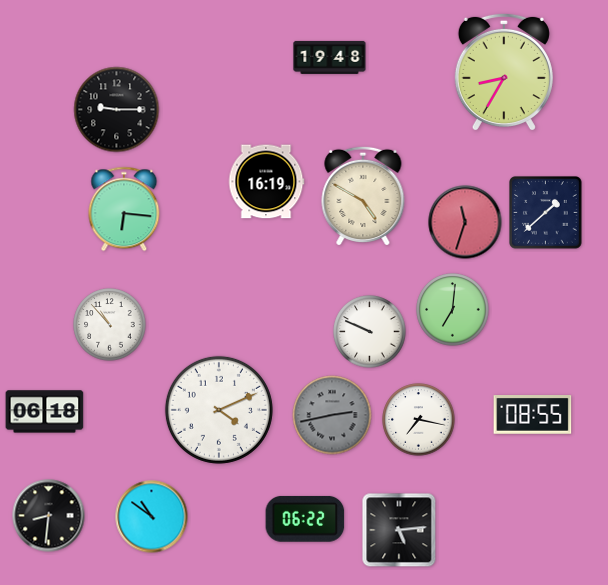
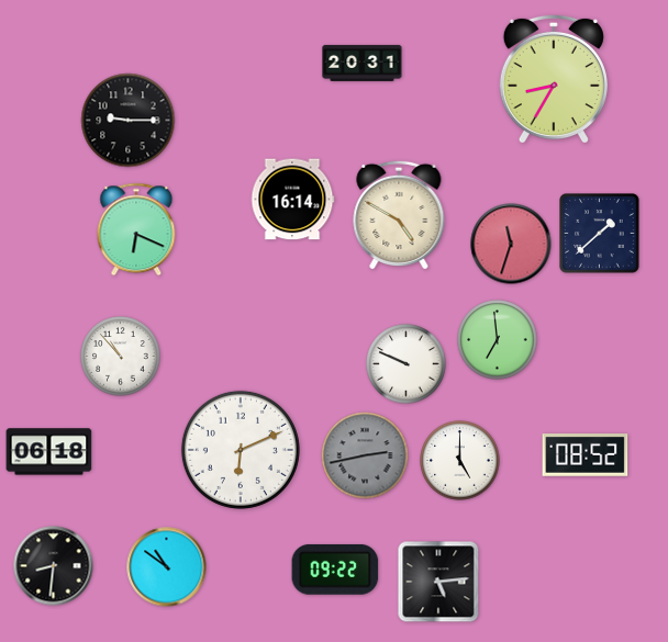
clock at (330, 57): 19:48 -> 20:31
clock at (266, 182): 16:19 -> 16:14
clock at (124, 209): 6:16 -> 6:19
clock at (453, 310): 7:01 -> 6:59
clock at (219, 410): 4:11 -> 6:11
clock at (533, 415): 08:55 -> 08:52
clock at (419, 420): 7:17 -> 5:00
clock at (305, 519): 06:22 -> 09:22
